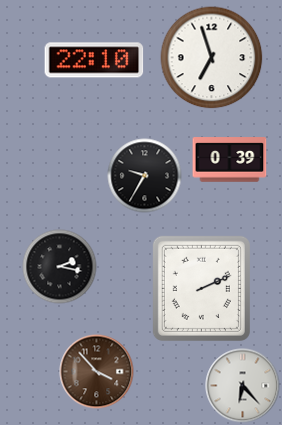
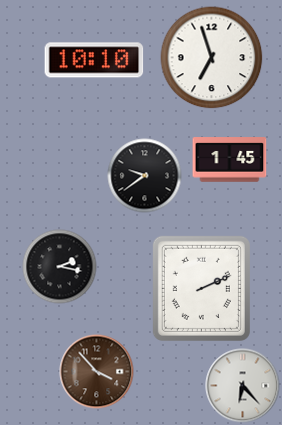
clock at (94, 60): 22:10 -> 10:10
clock at (230, 160): 0:39 -> 1:45
clock at (145, 176): 9:35 -> 9:39
